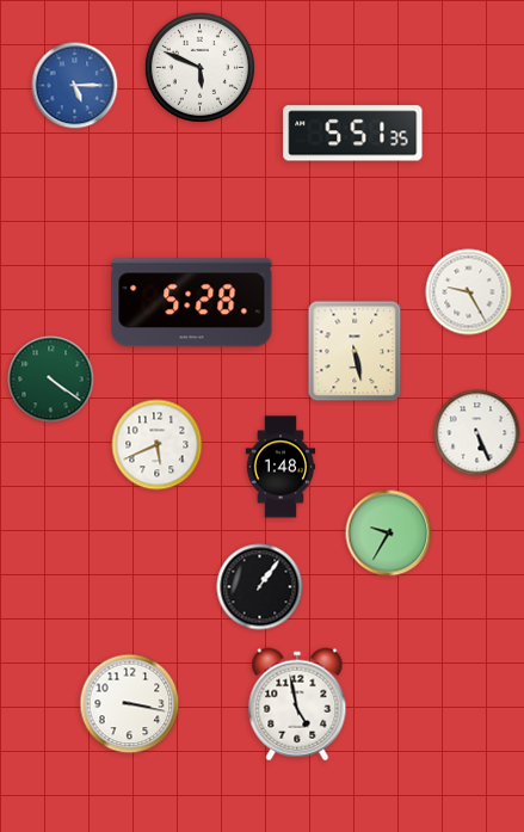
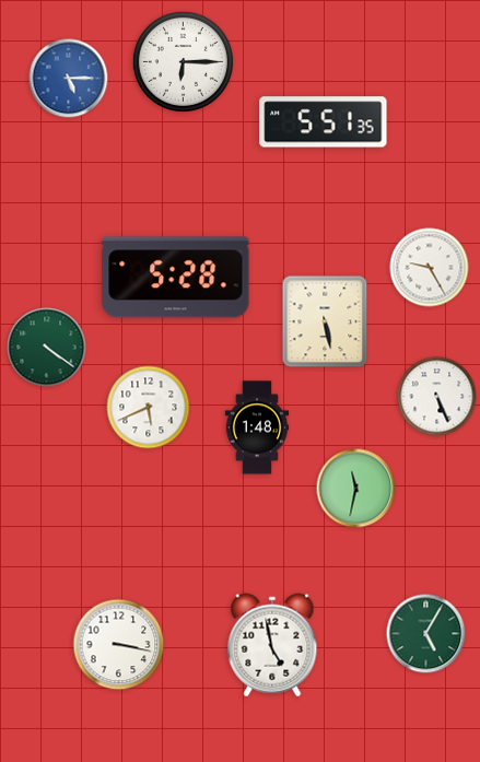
clock at (199, 67): 5:49 -> 6:15
clock at (158, 445) position: (158, 445) -> (149, 408)
clock at (389, 534): 9:35 -> 11:32
clock at (260, 587): 1:06 -> none
clock at (426, 634): none -> 5:05
